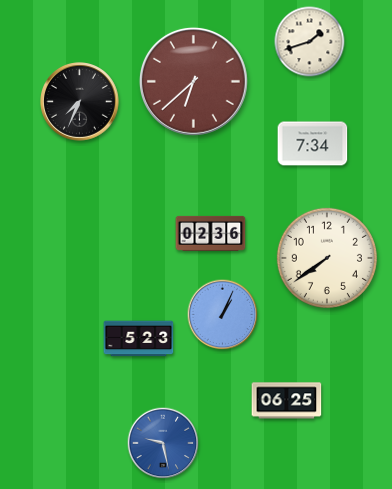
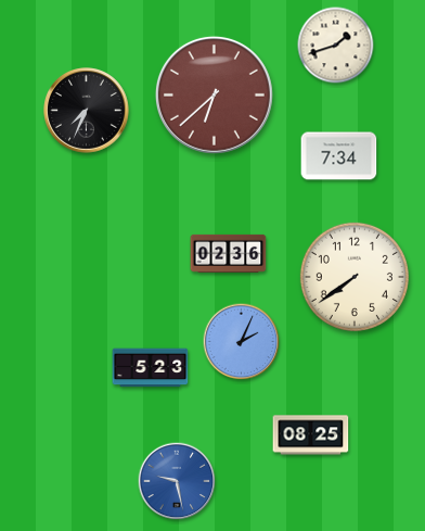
clock at (193, 81) position: (193, 81) -> (214, 94)
clock at (327, 258) position: (327, 258) -> (355, 277)
clock at (223, 315): 1:04 -> 2:04
clock at (287, 401): 06:25 -> 08:25
